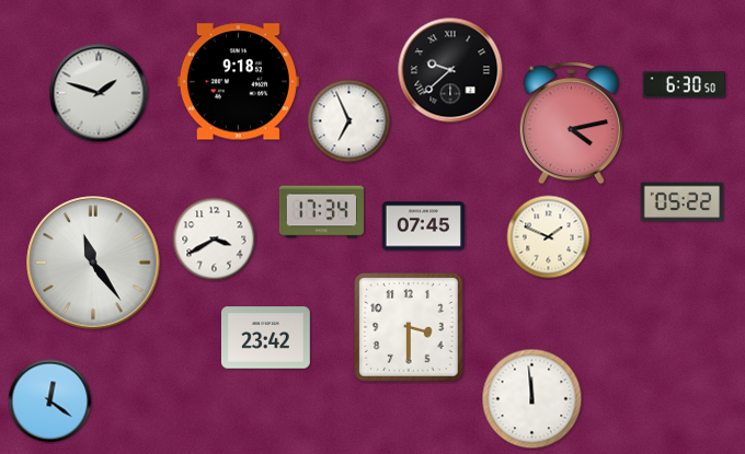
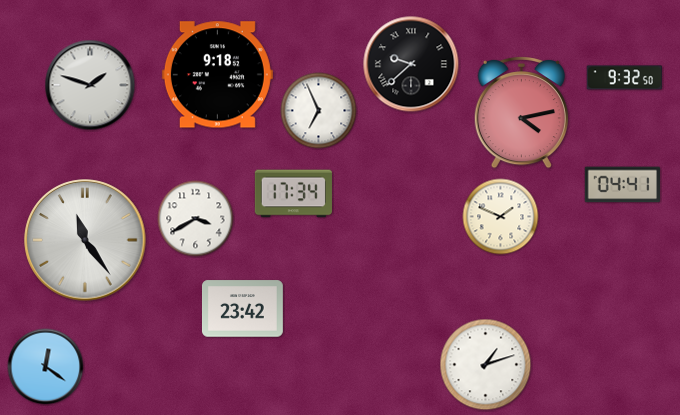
clock at (684, 85): 6:30 -> 9:32
clock at (681, 202): 05:22 -> 04:41
clock at (424, 226): 07:45 -> none
clock at (410, 328): 3:30 -> none
clock at (532, 399): 11:59 -> 1:12
